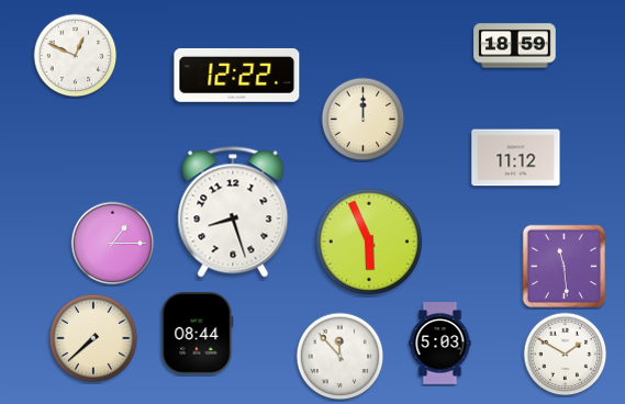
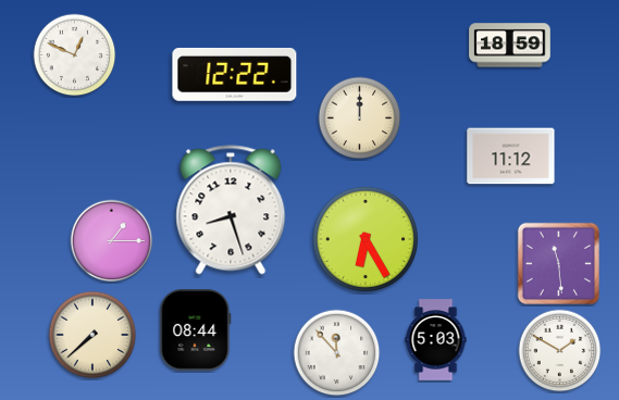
clock at (368, 240): 5:56 -> 6:25
